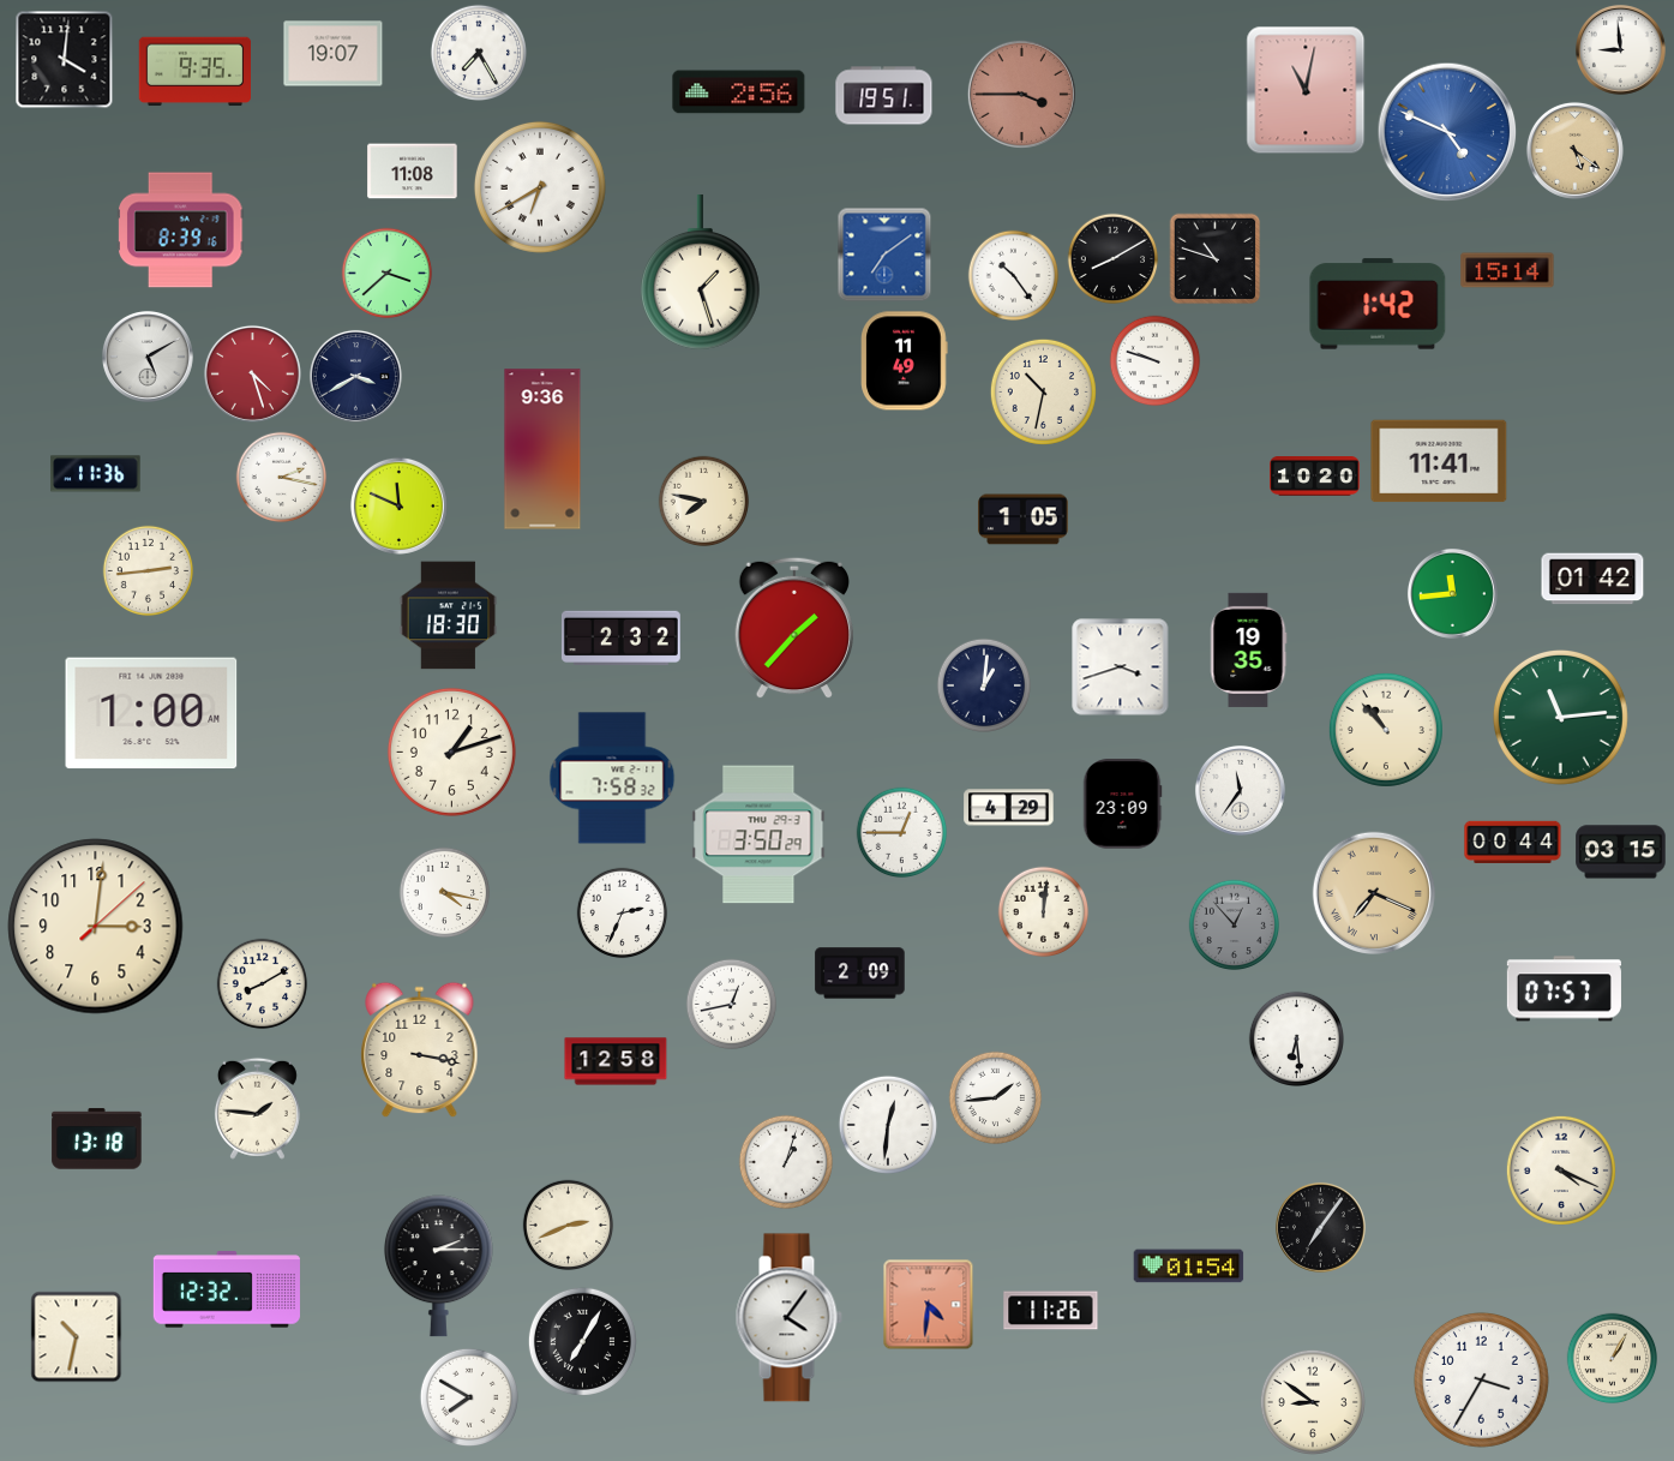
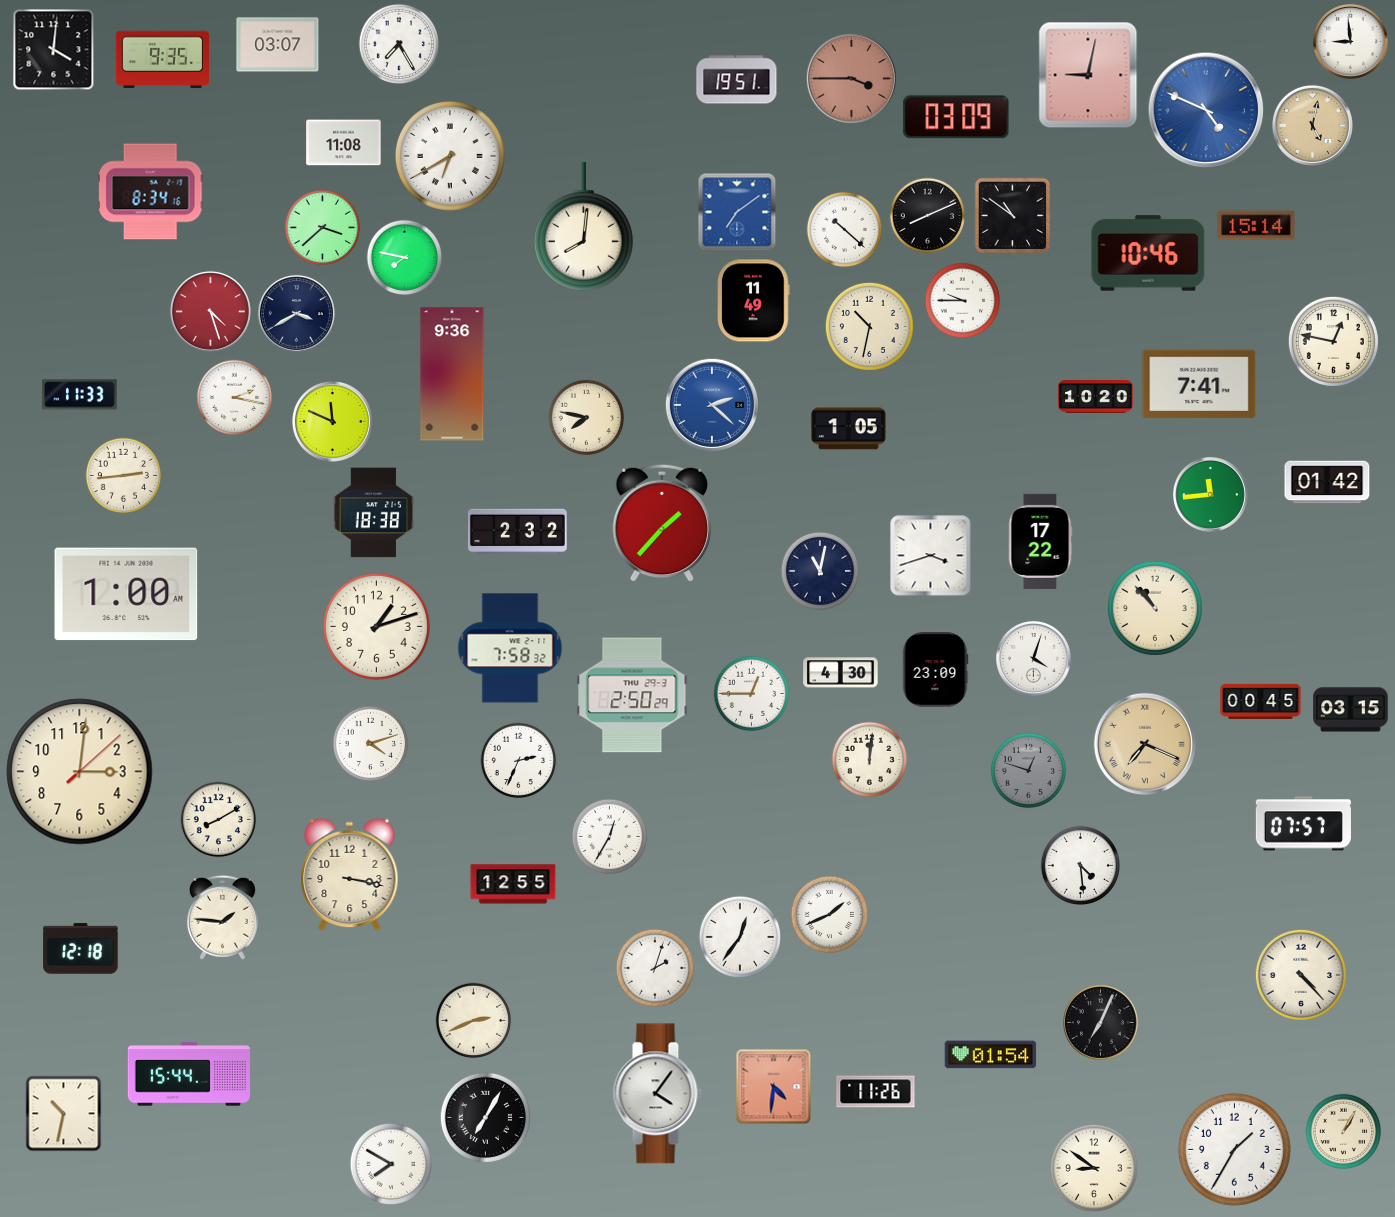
clock at (334, 54): 19:07 -> 03:07
clock at (1306, 90): 11:02 -> 9:02
clock at (739, 92): 2:56 -> none
clock at (956, 117): none -> 03:09
clock at (1574, 150): 5:21 -> 5:02
clock at (181, 230): 8:39 -> 8:34
clock at (1114, 259): 8:10 -> 8:11
clock at (1216, 259): 10:48 -> 10:51
clock at (701, 273): 1:27 -> 8:01
clock at (1014, 276): 10:24 -> 10:22
clock at (1378, 304): 1:42 -> 10:46
clock at (405, 258): none -> 7:47
clock at (148, 357): 5:10 -> none
clock at (1156, 361): 9:48 -> 9:45
clock at (1333, 341): none -> 12:47
clock at (1439, 461): 11:41 -> 7:41
clock at (96, 474): 11:36 -> 11:33
clock at (712, 405): none -> 2:22
clock at (1024, 520) position: (1024, 520) -> (849, 429)
clock at (449, 616): 18:30 -> 18:38
clock at (1248, 649): 19:35 -> 17:22
clock at (1121, 667) position: (1121, 667) -> (931, 556)
clock at (984, 685): 1:01 -> 11:02
clock at (1560, 717): 11:14 -> none
clock at (1240, 790): 11:36 -> 4:03
clock at (1009, 808): 4:29 -> 4:30
clock at (758, 834): 3:50 -> 2:50
clock at (1513, 842): 00:44 -> 00:45
clock at (445, 893): 4:17 -> 4:12
clock at (1235, 926): 12:53 -> 12:48
clock at (860, 974): 2:09 -> none
clock at (732, 1005): 12:43 -> 12:35
clock at (1296, 1038): 6:29 -> 4:29
clock at (616, 1061): 12:58 -> 12:55
clock at (996, 1098): 1:44 -> 1:41
clock at (257, 1108) position: (257, 1108) -> (222, 917)
clock at (887, 1124): 12:31 -> 12:36
clock at (97, 1139): 13:18 -> 12:18
clock at (786, 1162): 1:03 -> 2:03
clock at (1561, 1170): 4:19 -> 4:23
clock at (1320, 1227): 7:06 -> 7:04
clock at (438, 1267): 2:15 -> none
clock at (227, 1289): 12:32 -> 15:44
clock at (788, 1318) position: (788, 1318) -> (657, 1094)
clock at (1481, 1379): 3:35 -> 1:35
